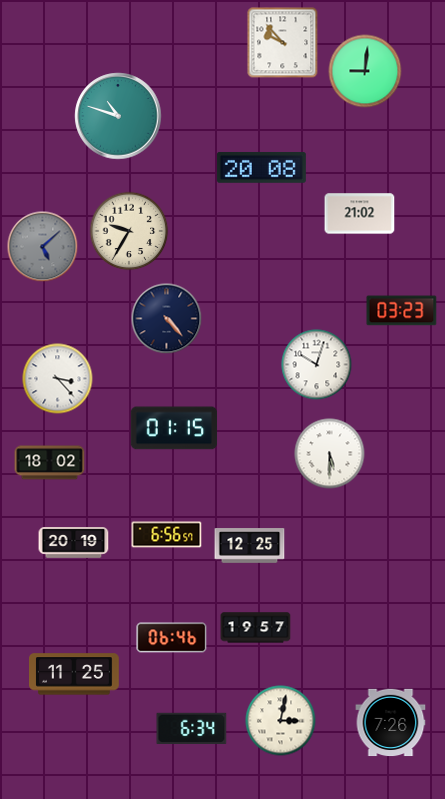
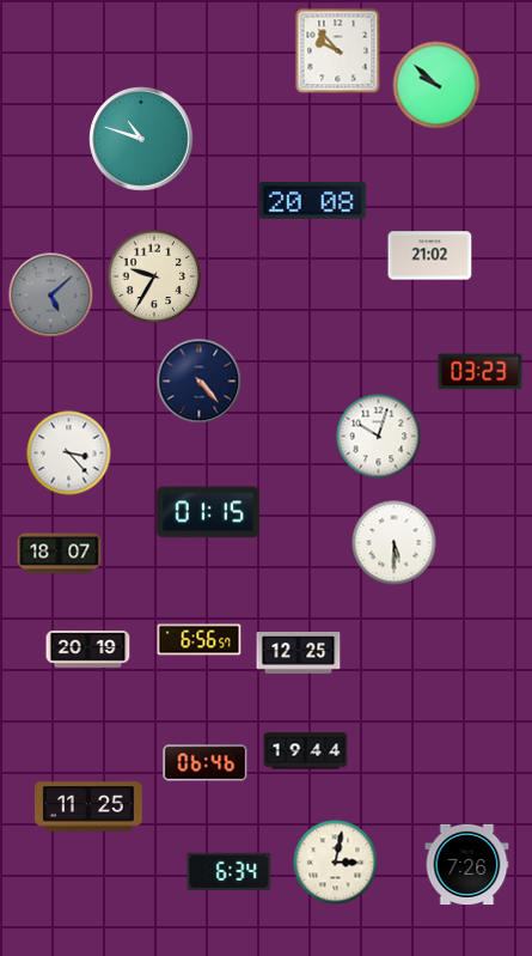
clock at (365, 71): 9:01 -> 9:52
clock at (50, 463): 18:02 -> 18:07
clock at (256, 628): 19:57 -> 19:44
